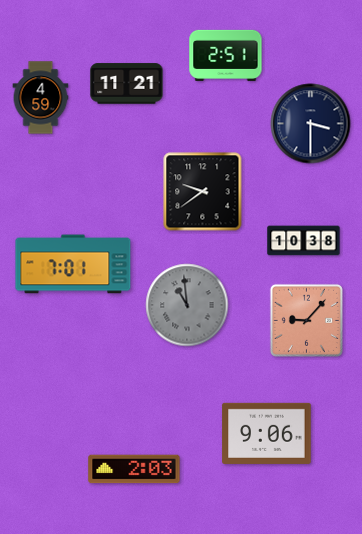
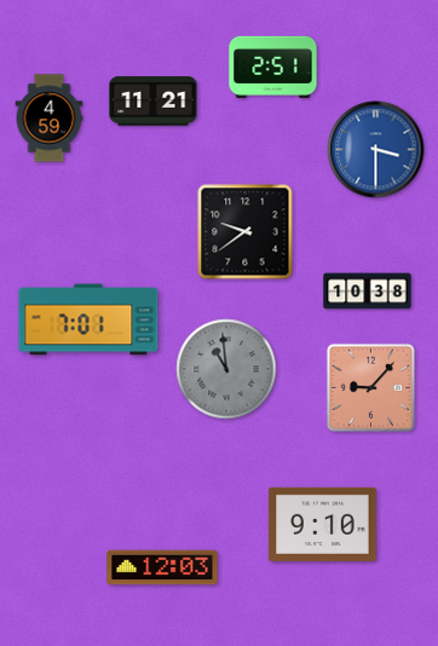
clock at (311, 124) dial: navy -> blue
clock at (267, 433): 9:06 -> 9:10
clock at (134, 469): 2:03 -> 12:03
